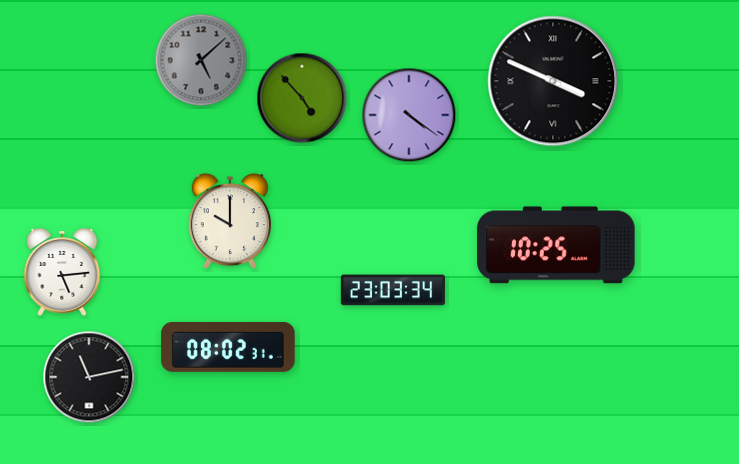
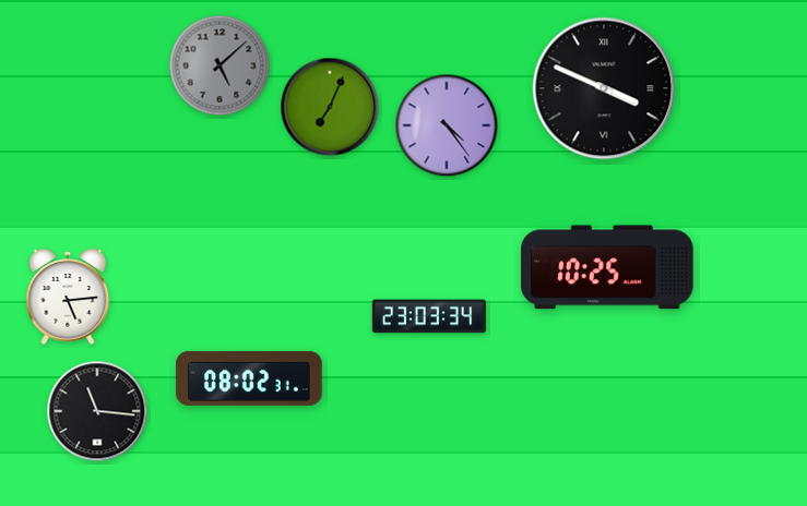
clock at (302, 98): 4:53 -> 7:04
clock at (409, 115): 4:21 -> 4:24
clock at (230, 222): 10:00 -> none
clock at (89, 377): 11:13 -> 11:16
